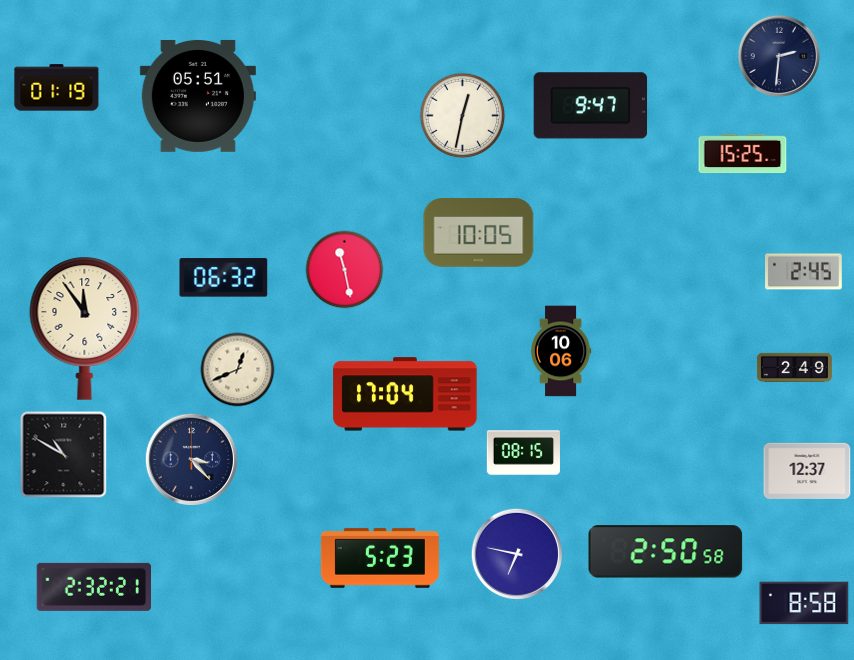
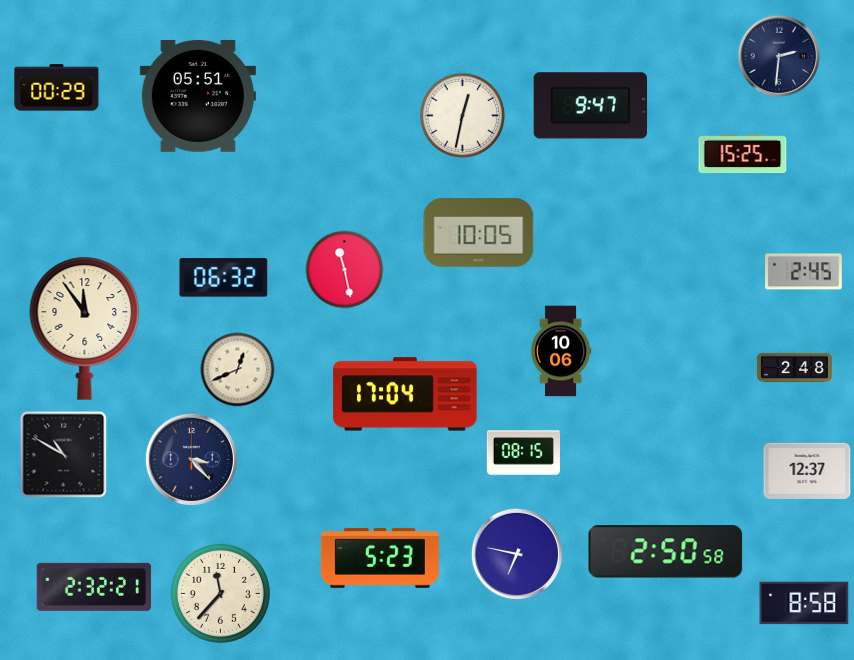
clock at (57, 88): 01:19 -> 00:29
clock at (794, 367): 2:49 -> 2:48
clock at (220, 593): none -> 11:37
